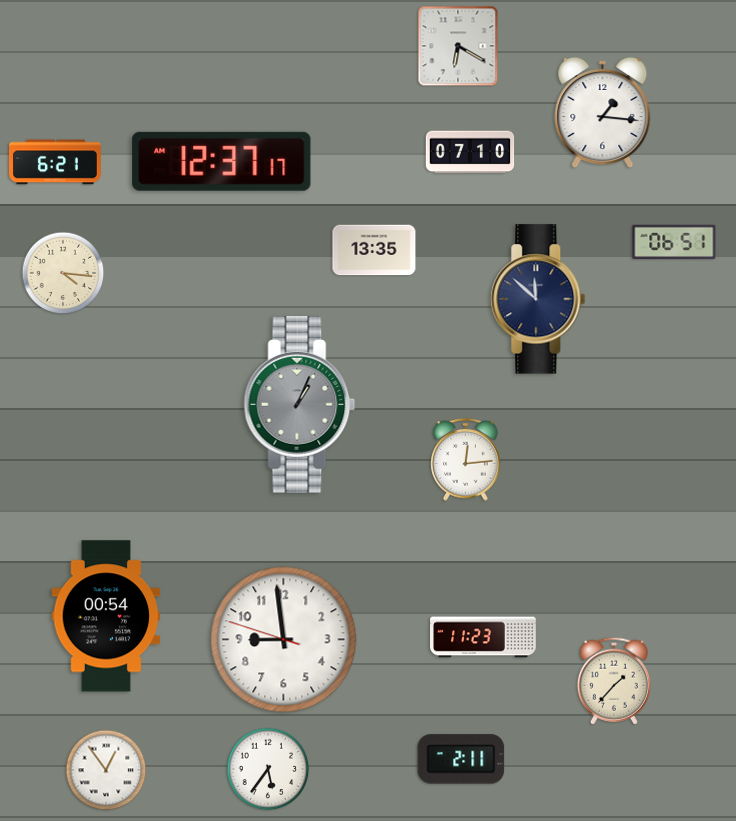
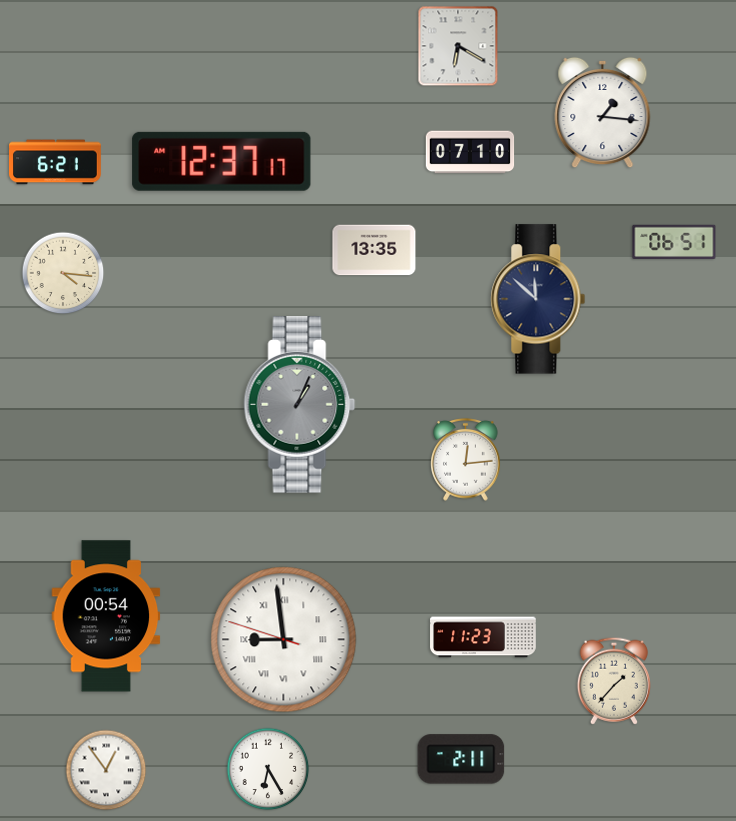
clock at (284, 640) numerals: Arabic -> Roman
clock at (268, 769): 5:36 -> 6:25
